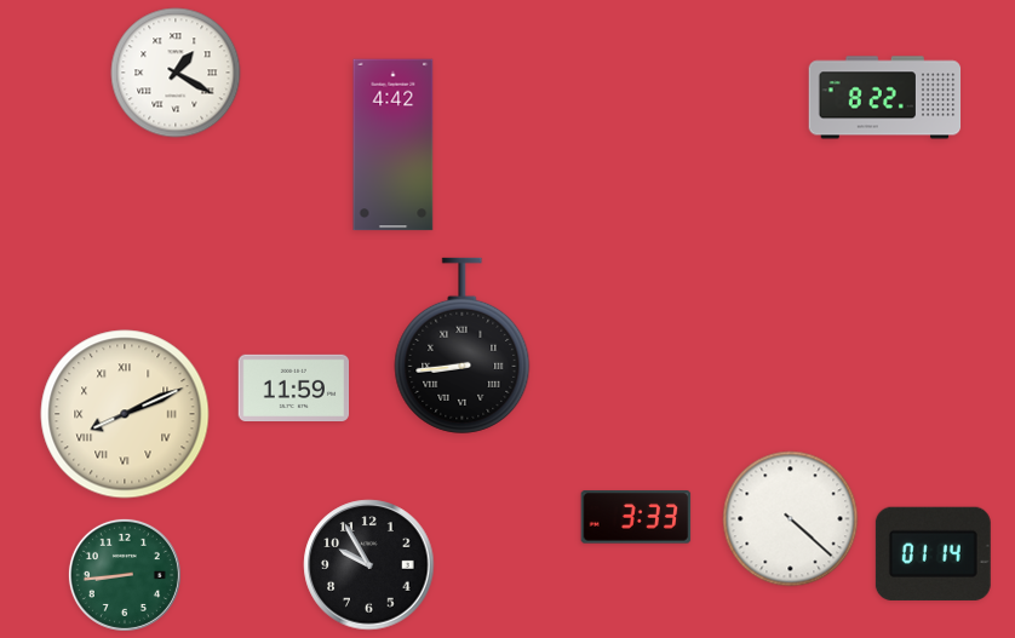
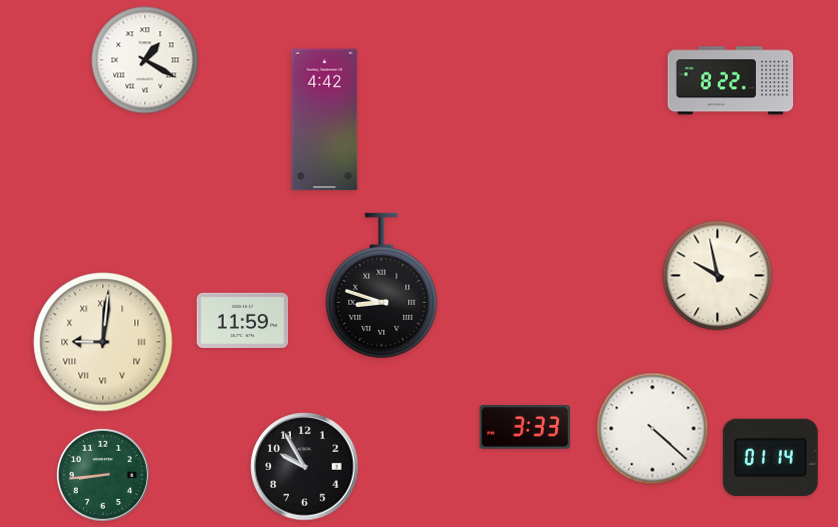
clock at (718, 276): none -> 9:58
clock at (463, 345): 8:44 -> 8:48
clock at (125, 414): 8:11 -> 9:01
